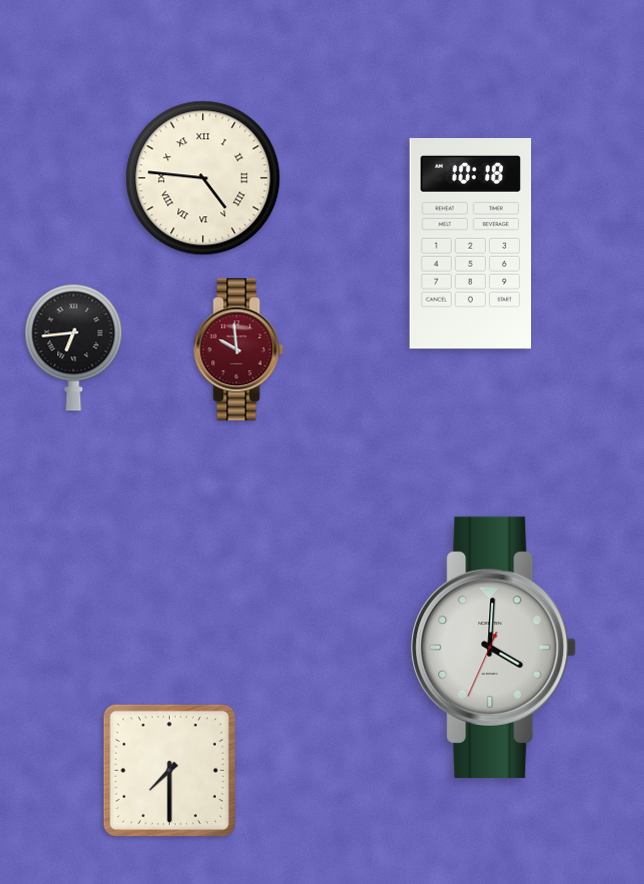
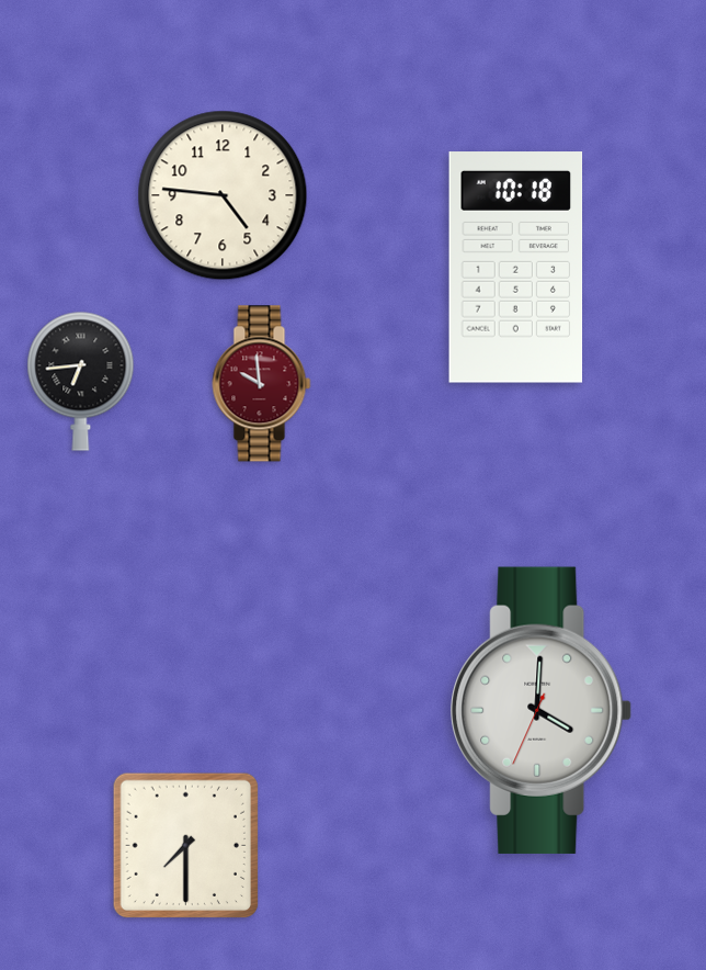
clock at (203, 178) numerals: Roman -> Arabic
